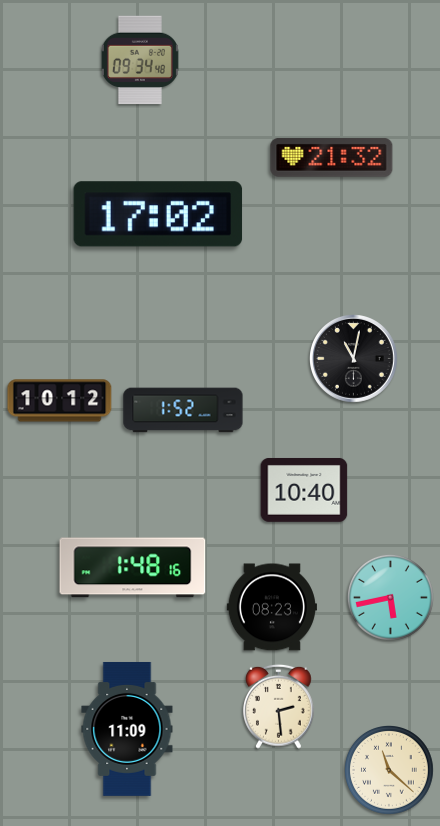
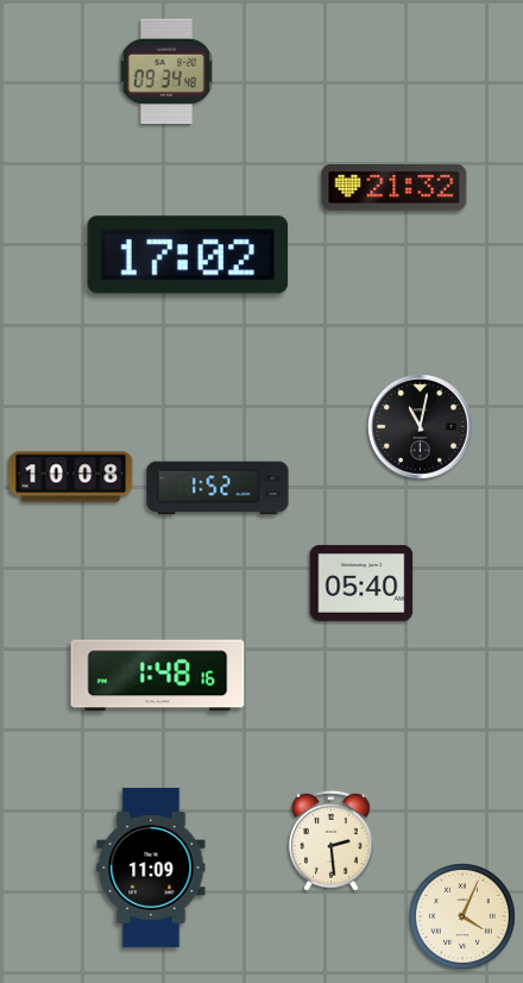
clock at (60, 401): 10:12 -> 10:08
clock at (304, 490): 10:40 -> 05:40
clock at (390, 597): 5:43 -> none
clock at (272, 607): 08:23 -> none
clock at (390, 771): 11:22 -> 4:04
